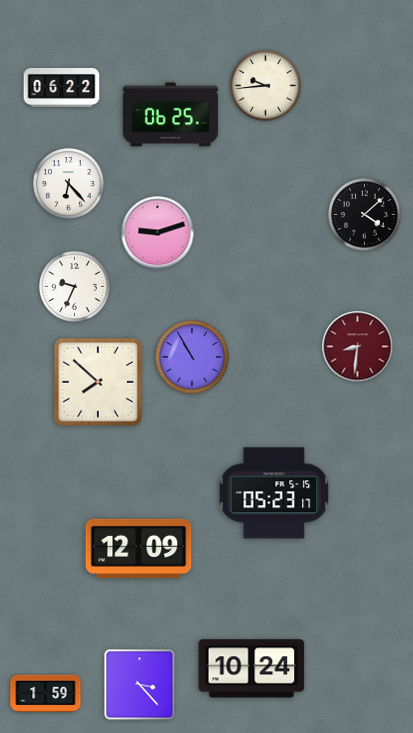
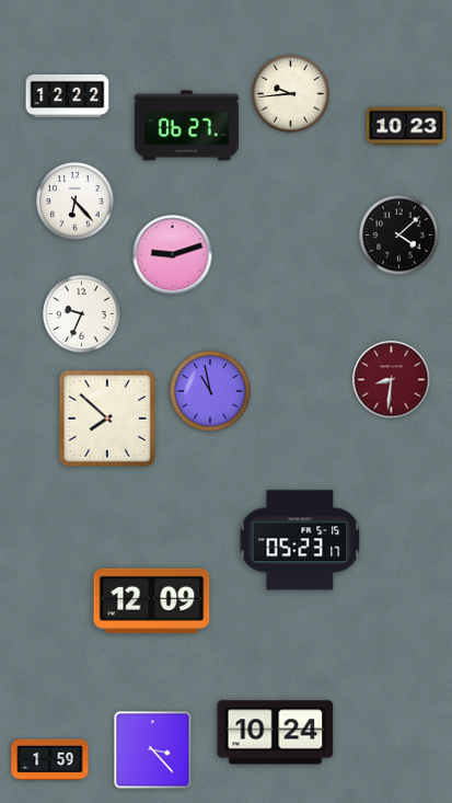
clock at (62, 87): 06:22 -> 12:22
clock at (170, 115): 06:25 -> 06:27
clock at (406, 126): none -> 10:23
clock at (192, 357): 10:55 -> 10:58
